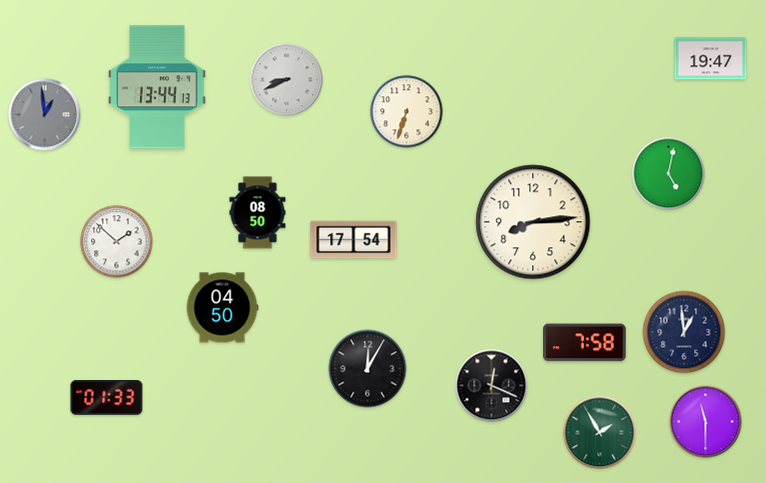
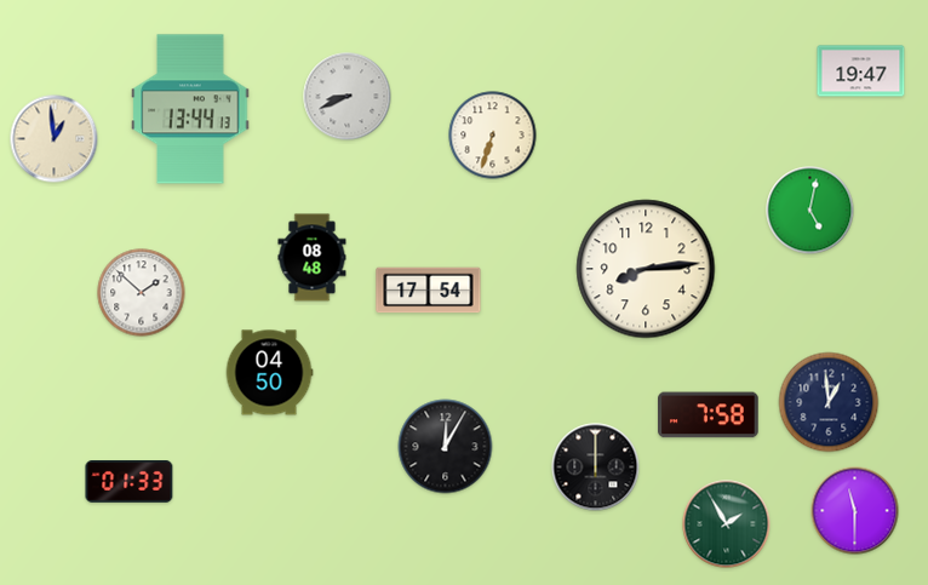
clock at (157, 87) position: (157, 87) -> (190, 109)
clock at (45, 115) dial: grey -> cream
clock at (258, 213): 08:50 -> 08:48
clock at (492, 386): 12:19 -> 12:00
